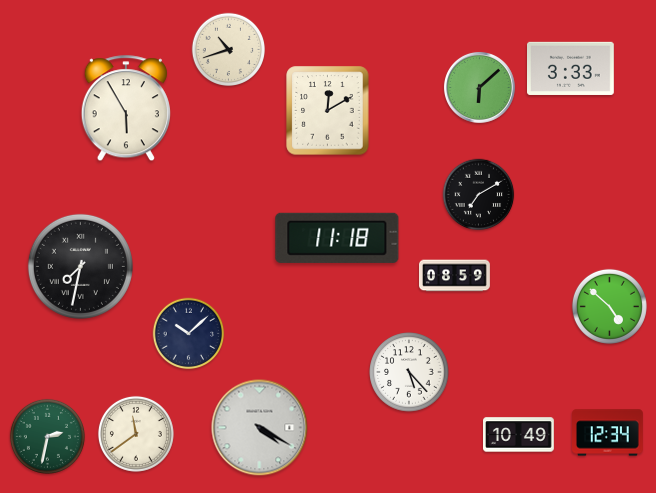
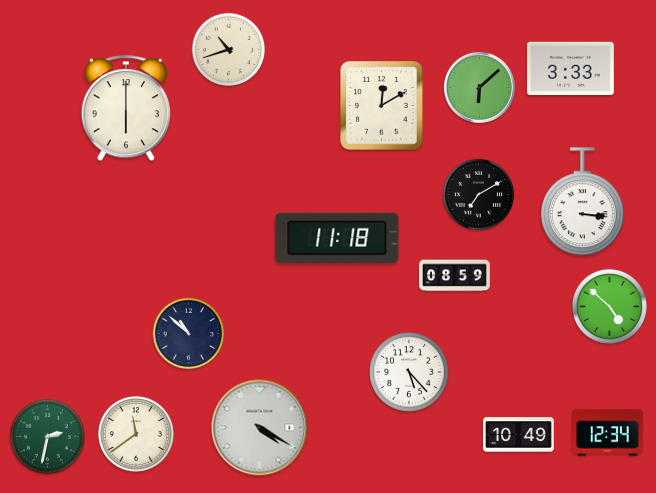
clock at (126, 109): 5:55 -> 6:00
clock at (328, 111) position: (328, 111) -> (382, 106)
clock at (582, 202): none -> 3:16
clock at (80, 266): 7:32 -> none
clock at (189, 334): 10:08 -> 10:52
